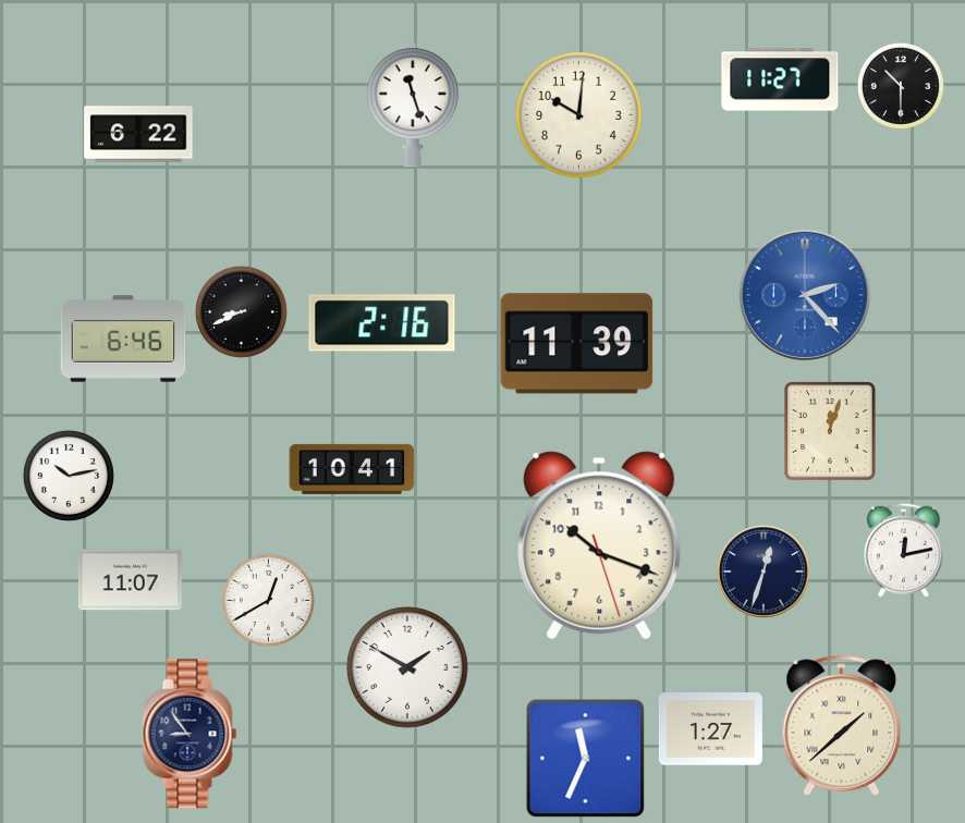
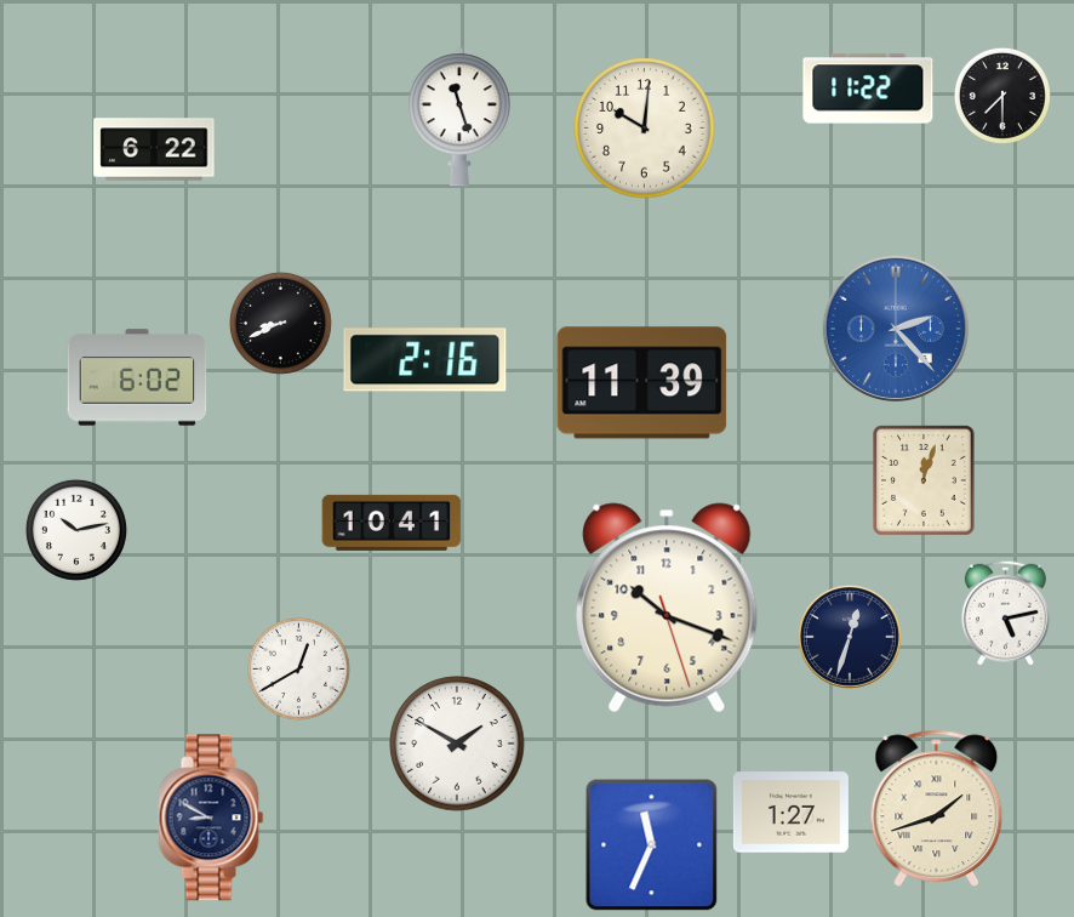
clock at (780, 79): 11:27 -> 11:22
clock at (901, 86): 10:30 -> 7:30
clock at (241, 311) position: (241, 311) -> (280, 323)
clock at (123, 339): 6:46 -> 6:02
clock at (903, 550): 12:13 -> 5:13
clock at (130, 580): 11:07 -> none
clock at (407, 667) position: (407, 667) -> (457, 744)
clock at (842, 725): 1:38 -> 1:42
clock at (190, 734): 8:54 -> 8:50
